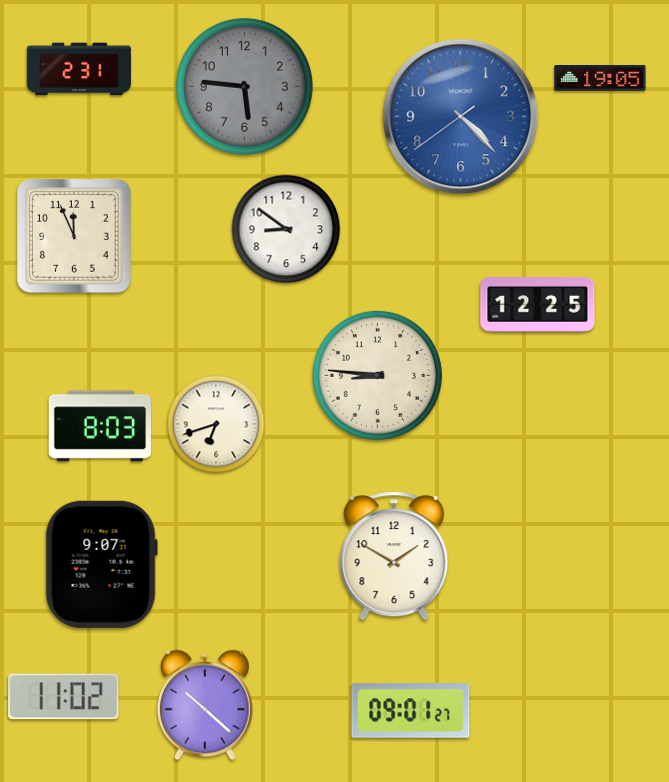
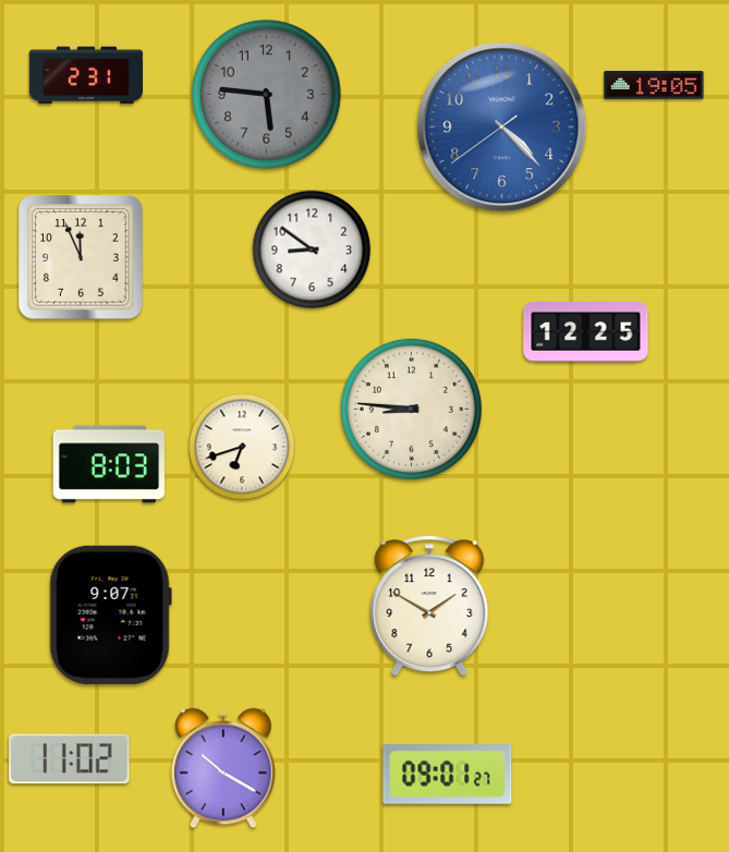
clock at (216, 424) position: (216, 424) -> (242, 447)
clock at (206, 705): 10:22 -> 10:20
